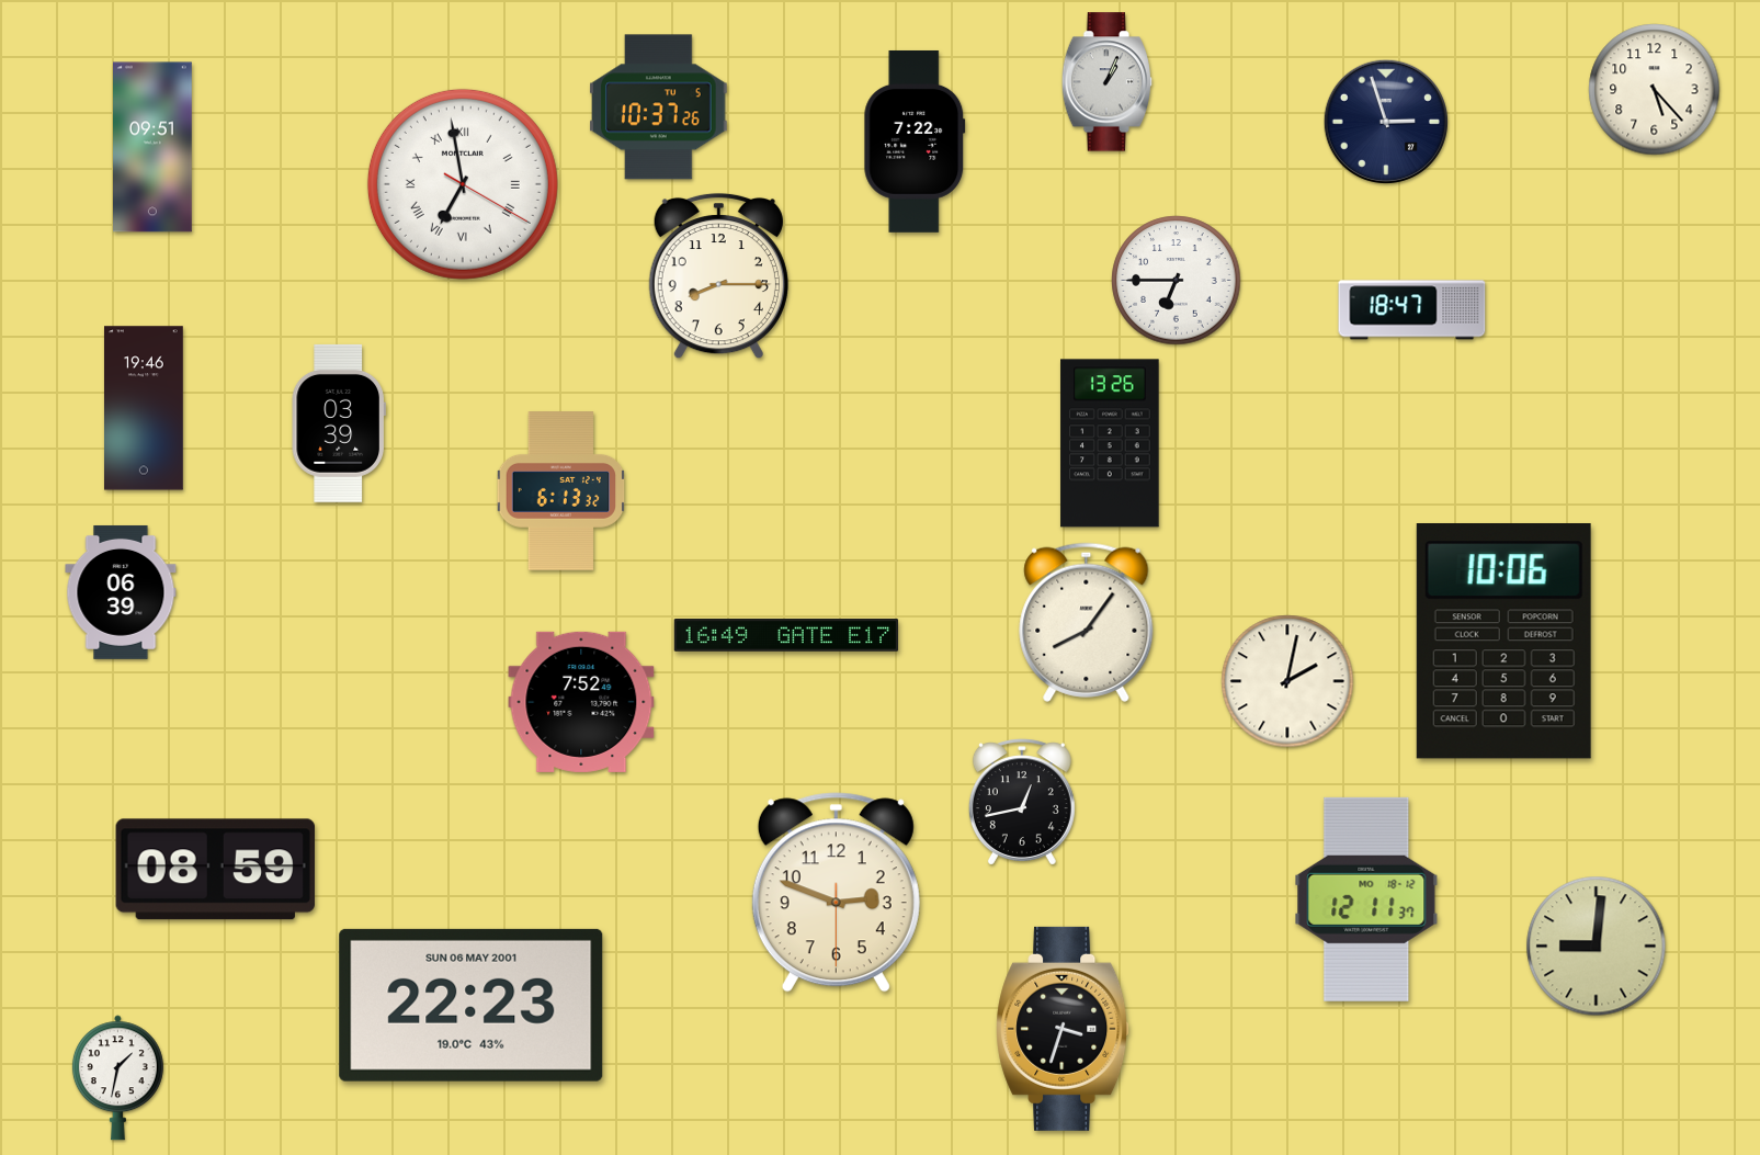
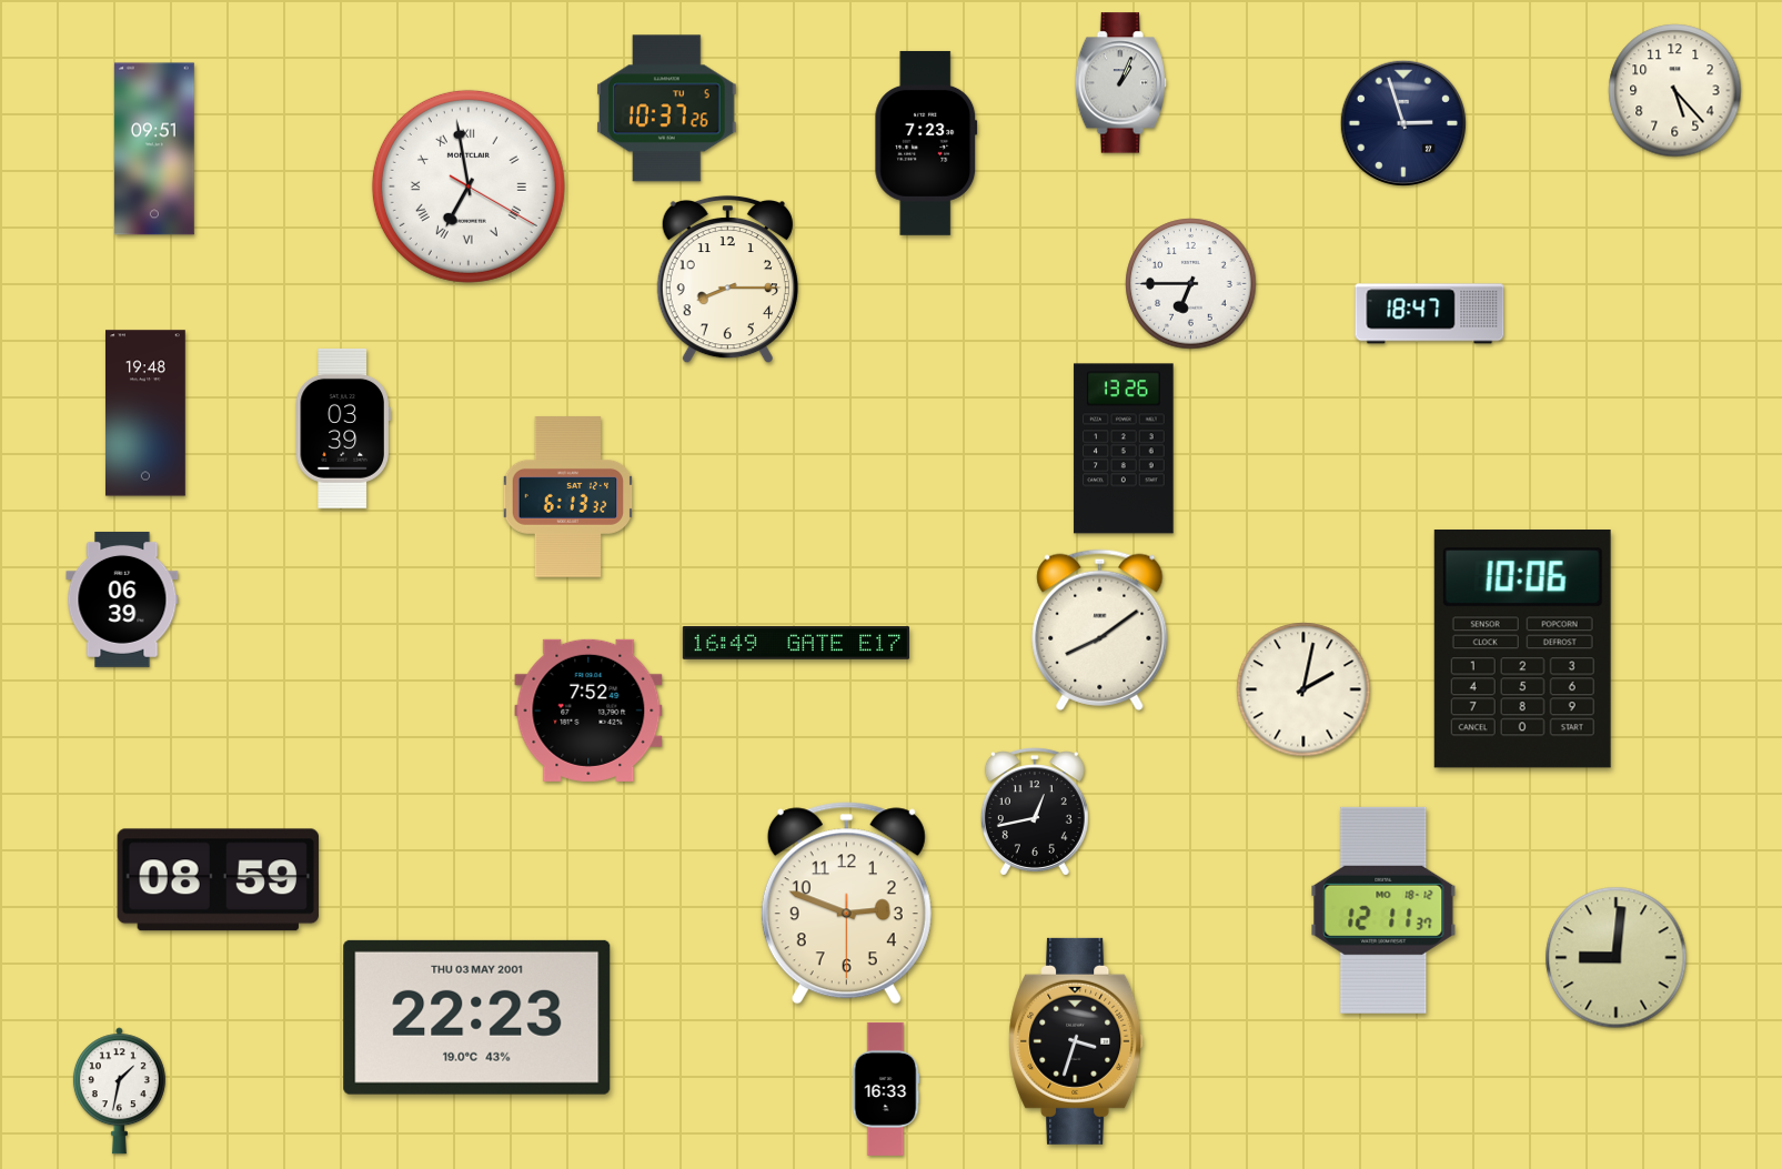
clock at (915, 141): 7:22 -> 7:23
clock at (145, 408): 19:46 -> 19:48
clock at (1087, 622): 8:06 -> 8:09
clock at (472, 1005) date: SUN 06 MAY 2001 -> THU 03 MAY 2001
clock at (886, 1089): none -> 16:33
